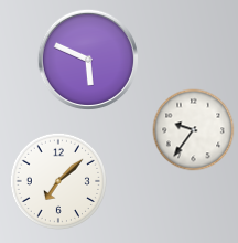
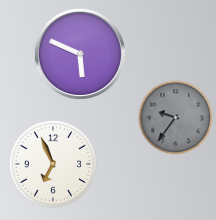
clock at (194, 130) dial: white -> grey
clock at (58, 181): 7:08 -> 6:56
